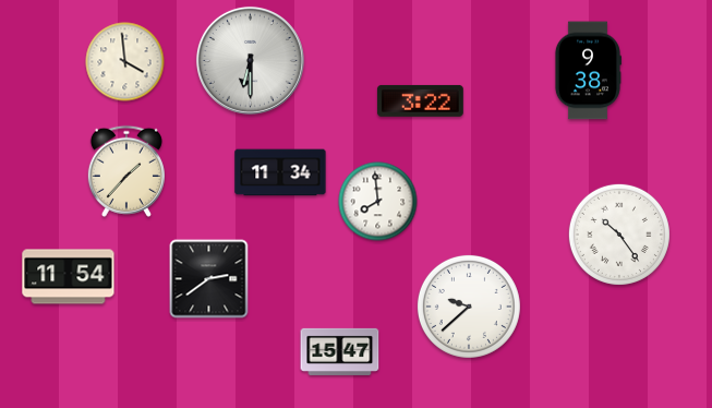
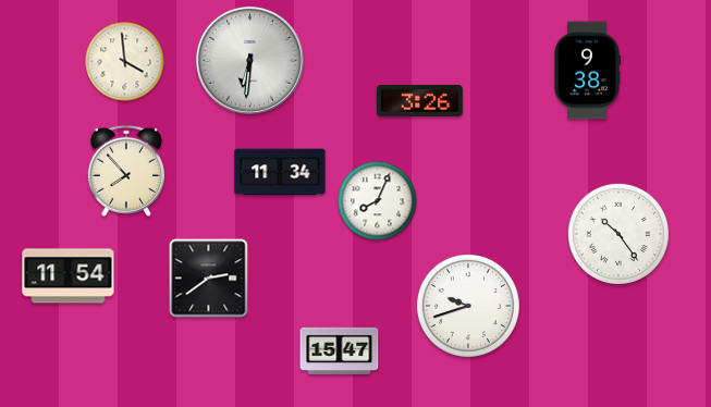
clock at (250, 60): 6:30 -> 6:31
clock at (420, 100): 3:22 -> 3:26
clock at (126, 171): 1:37 -> 7:53
clock at (378, 202): 7:59 -> 8:04
clock at (469, 307): 9:38 -> 9:42
